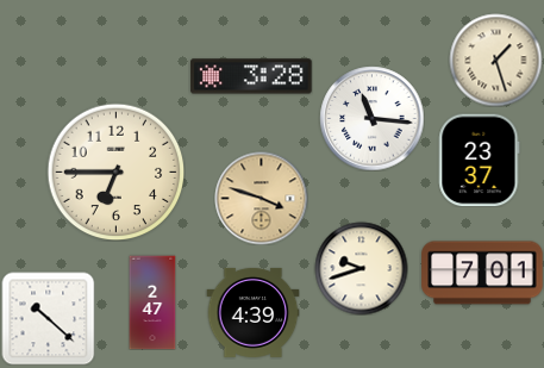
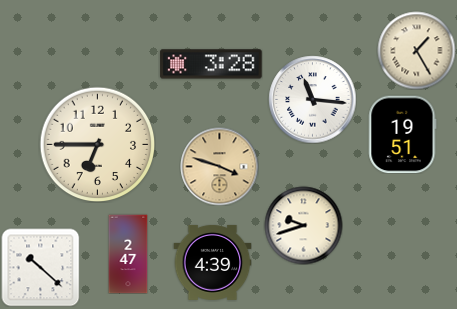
clock at (495, 60): 1:27 -> 1:25
clock at (480, 160): 23:37 -> 19:51
clock at (482, 273): 7:01 -> none
